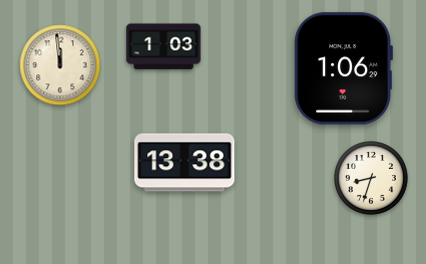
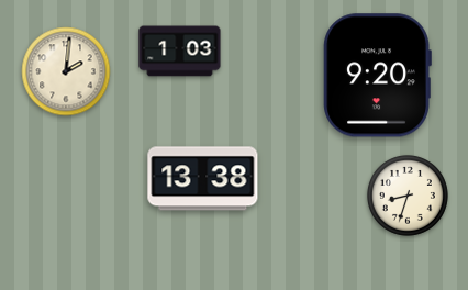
clock at (60, 65): 11:59 -> 2:01
clock at (343, 69): 1:06 -> 9:20
